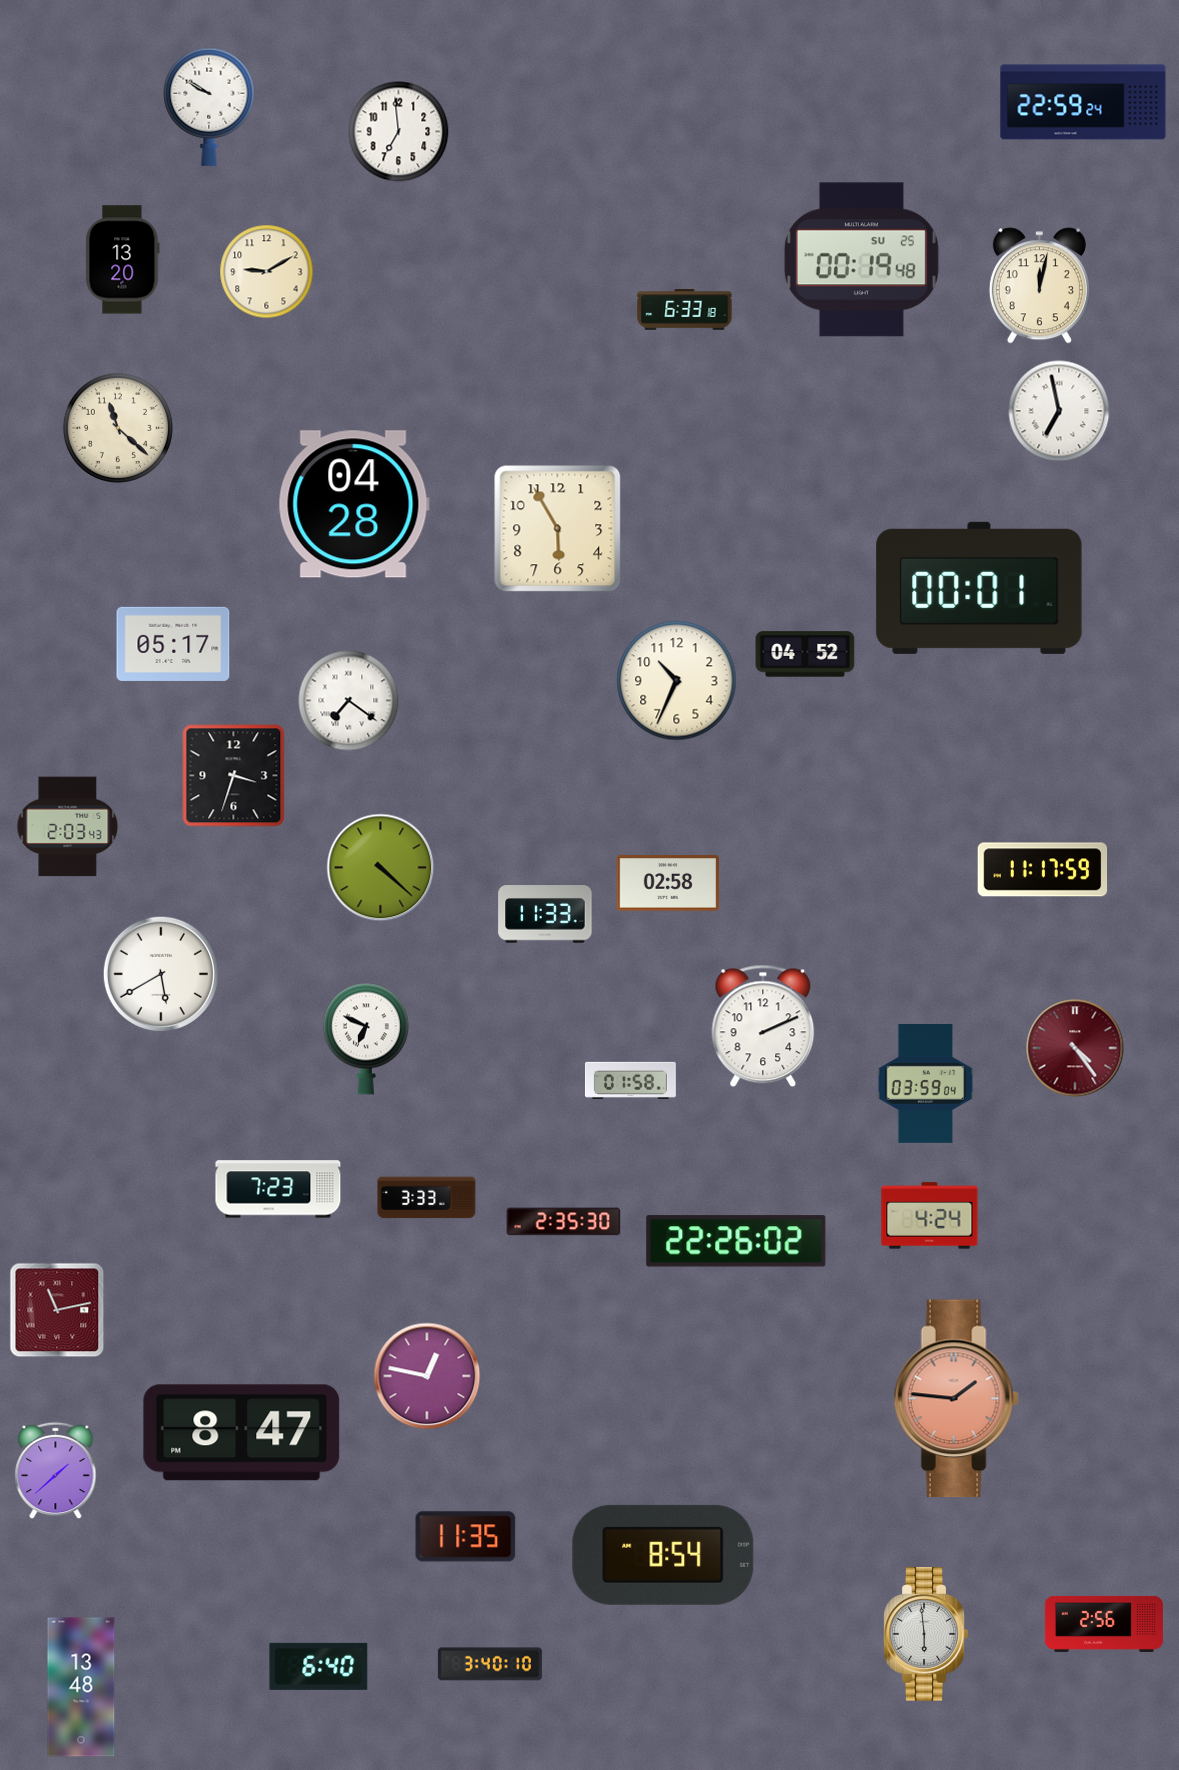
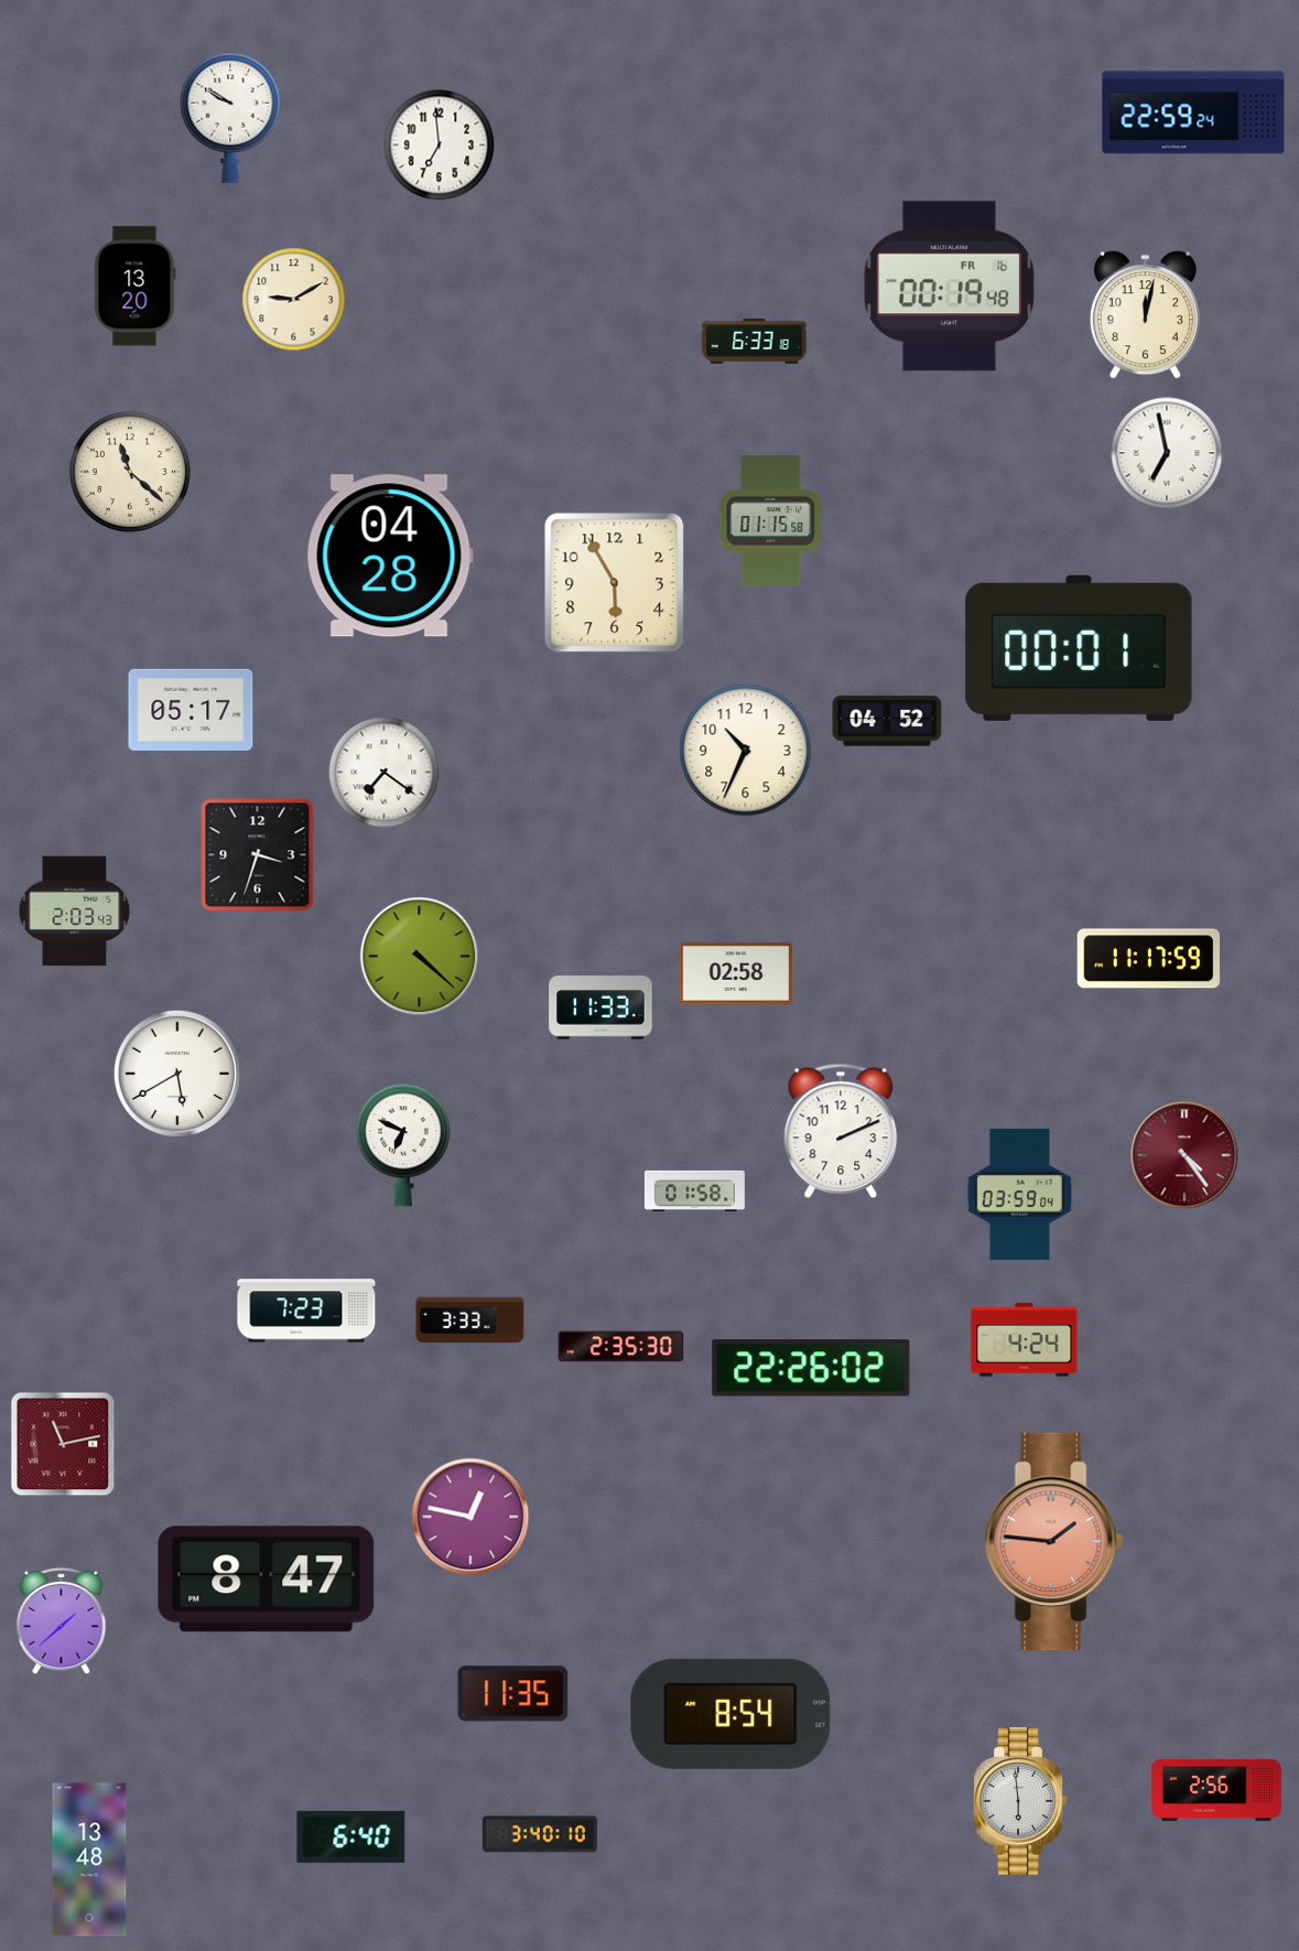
clock at (861, 260) date: SU 25 -> FR 16
clock at (771, 520): none -> 01:15
